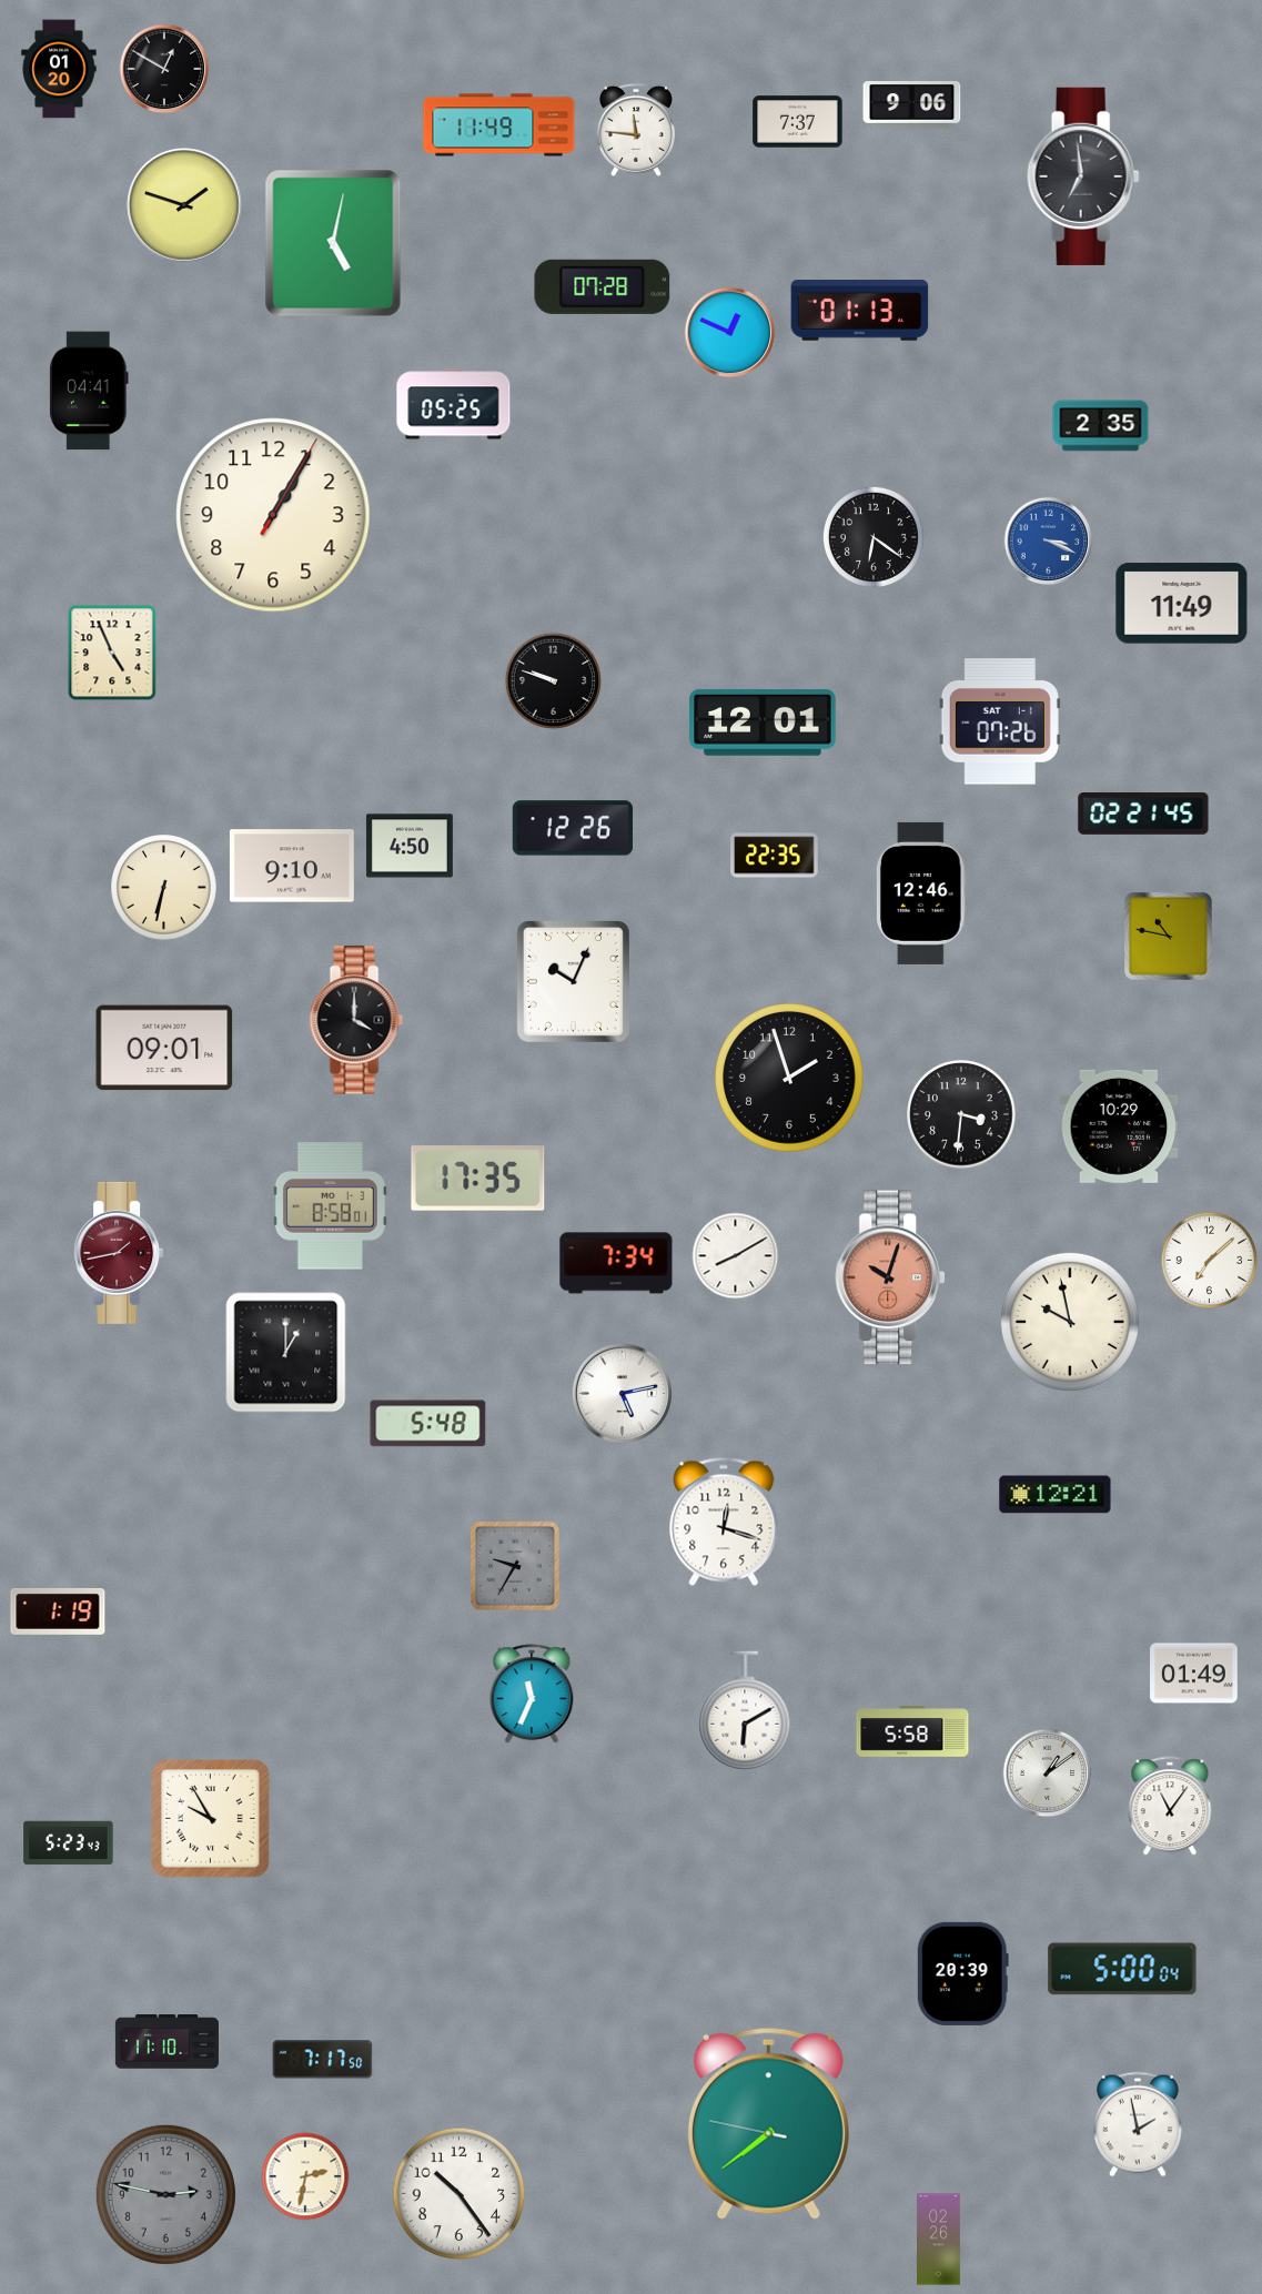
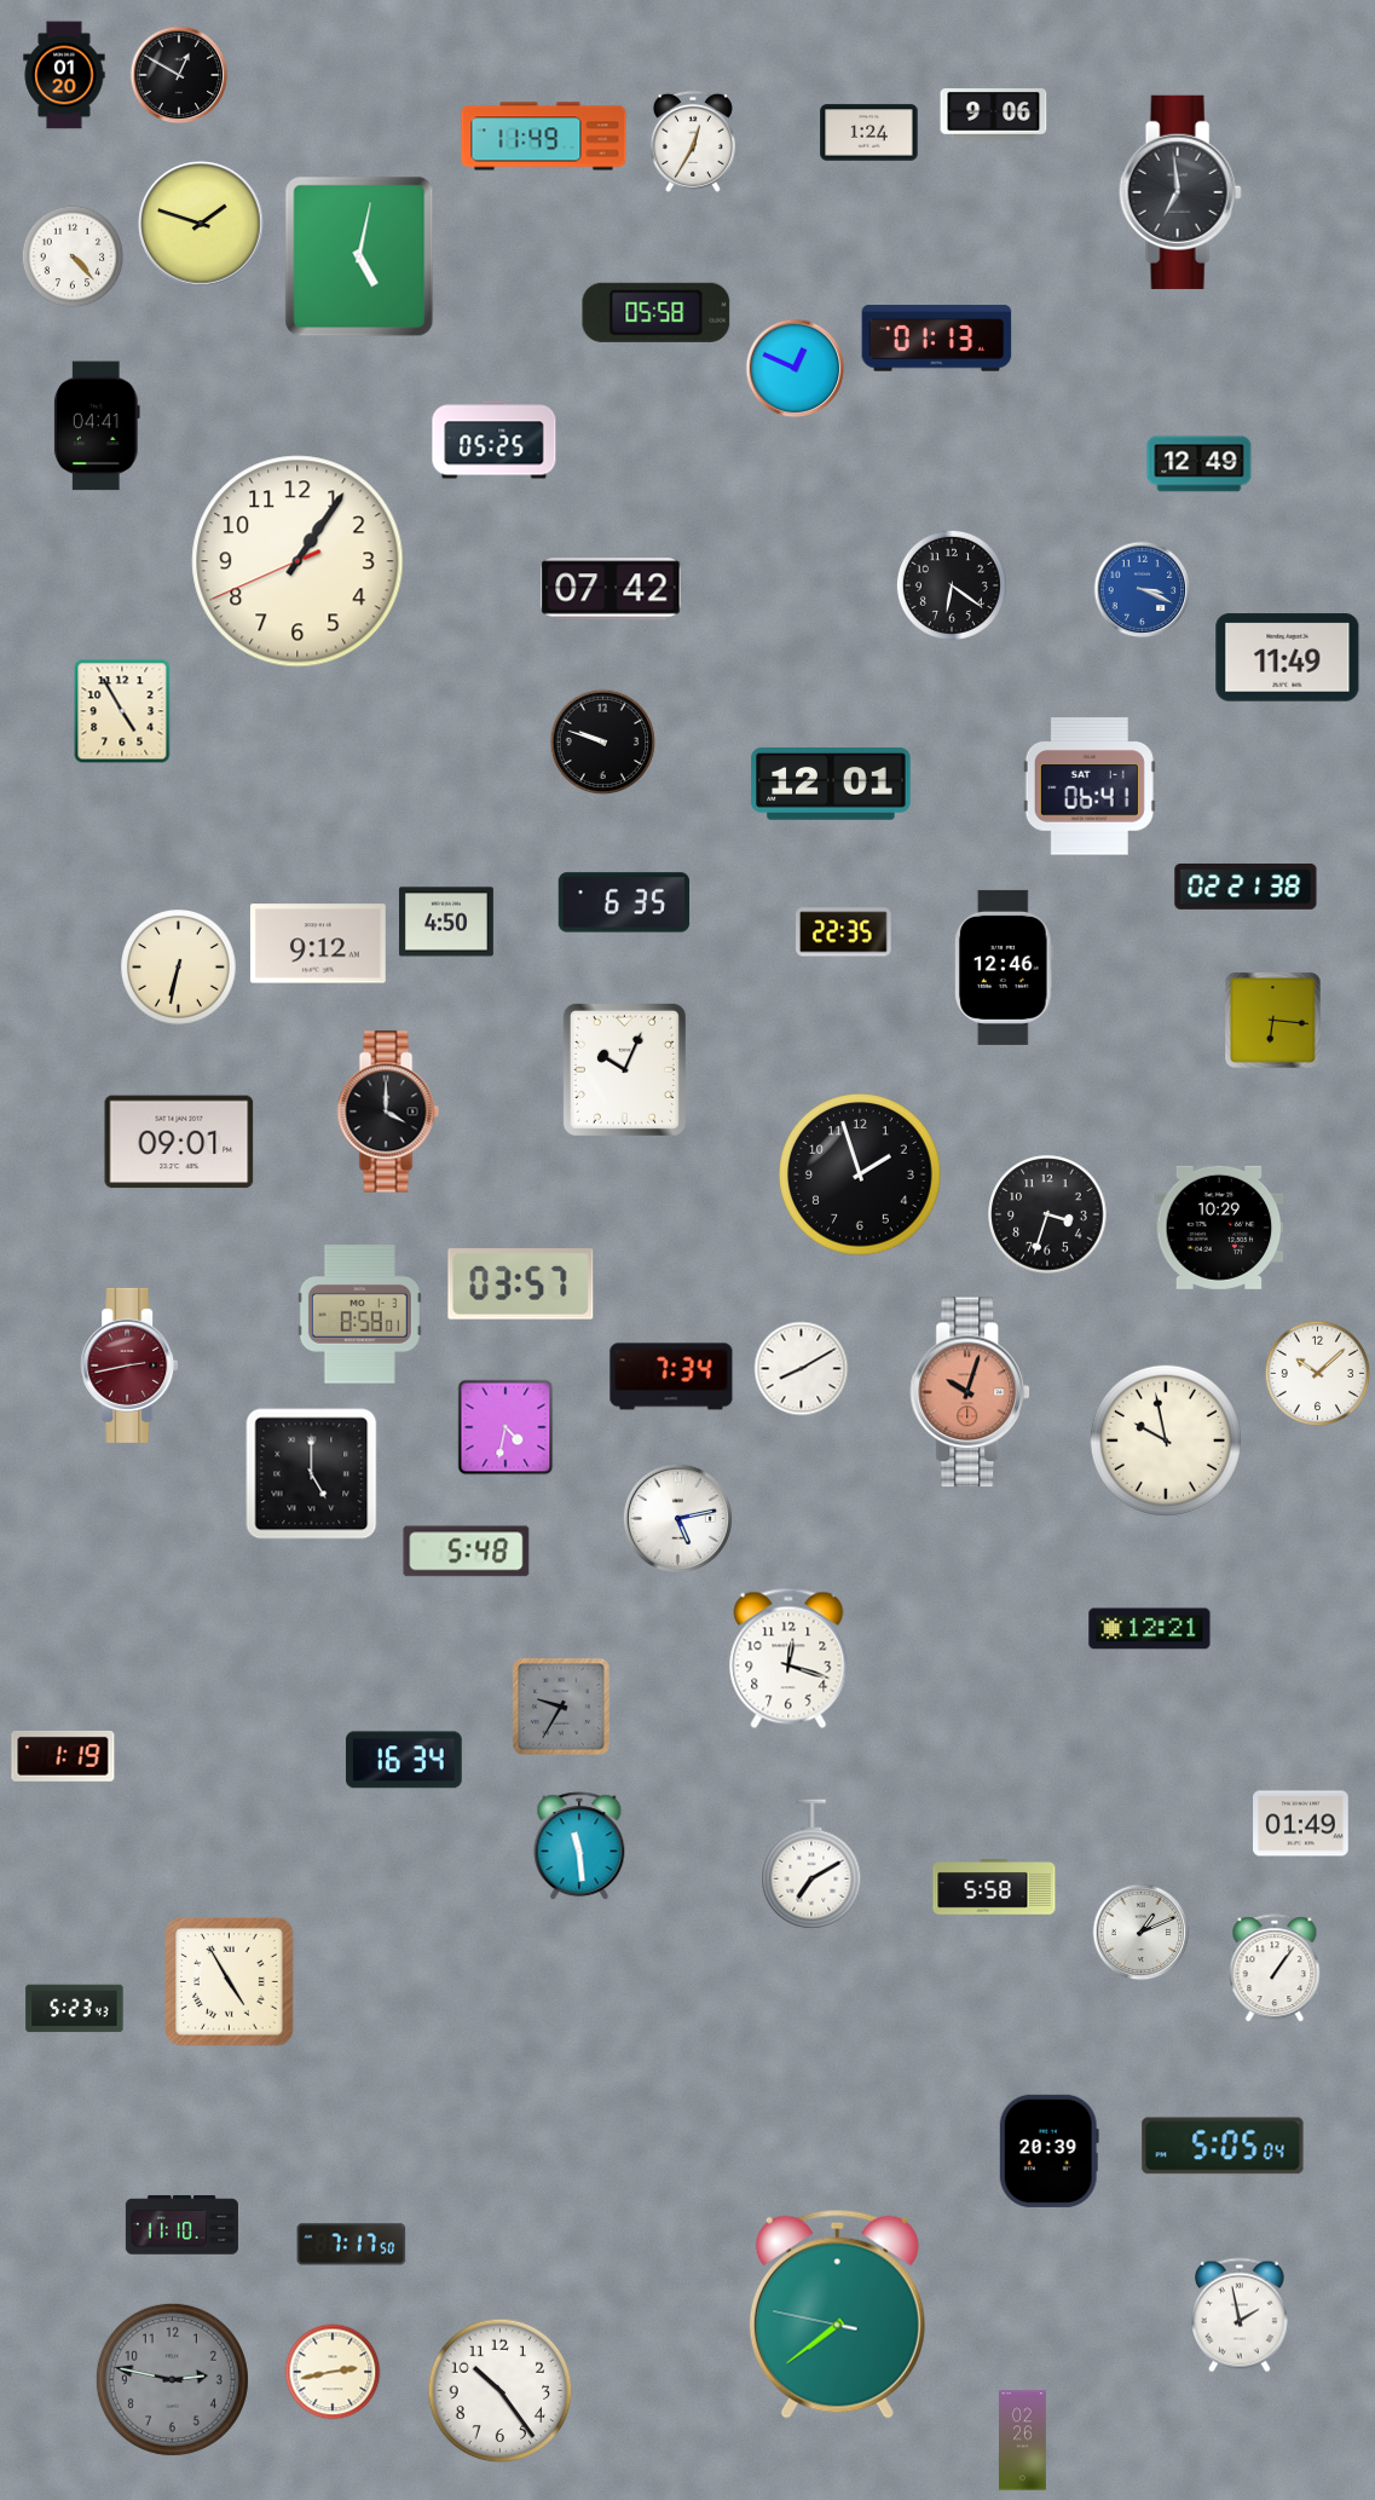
clock at (798, 122): 7:37 -> 1:24
clock at (636, 130): 11:46 -> 12:35
clock at (73, 256): none -> 4:23
clock at (333, 243) position: (333, 243) -> (359, 256)
clock at (603, 286): 07:28 -> 05:58
clock at (730, 333) position: (730, 333) -> (796, 369)
clock at (1101, 426): 2:35 -> 12:49
clock at (273, 515): 1:05:05 -> 1:05:41
clock at (611, 589): none -> 07:42
clock at (112, 653): 4:56 -> 4:55
clock at (1000, 721): 07:26 -> 06:41
clock at (763, 722) position: (763, 722) -> (831, 784)
clock at (1143, 815): 02:21:45 -> 02:21:38
clock at (573, 828): 12:26 -> 6:35
clock at (292, 866): 9:10 -> 9:12
clock at (921, 893) position: (921, 893) -> (1004, 968)
clock at (1169, 937): 10:47 -> 6:16
clock at (961, 1114): 3:31 -> 3:33
clock at (478, 1179): 17:35 -> 03:57
clock at (119, 1253): 1:43 -> 2:43
clock at (1210, 1261): 7:08 -> 10:08
clock at (505, 1427): none -> 4:32
clock at (286, 1353): 1:00 -> 5:00
clock at (404, 1760): none -> 16:34
clock at (532, 1695): 11:34 -> 11:29
clock at (745, 1710): 6:10 -> 7:10
clock at (1048, 1773): 1:09 -> 1:11
clock at (1170, 1807): 11:06 -> 1:06
clock at (211, 1819): 9:55 -> 4:55
clock at (1122, 1969): 5:00 -> 5:05
clock at (305, 2176): 2:32 -> 2:43
clock at (165, 2194) position: (165, 2194) -> (172, 2379)
